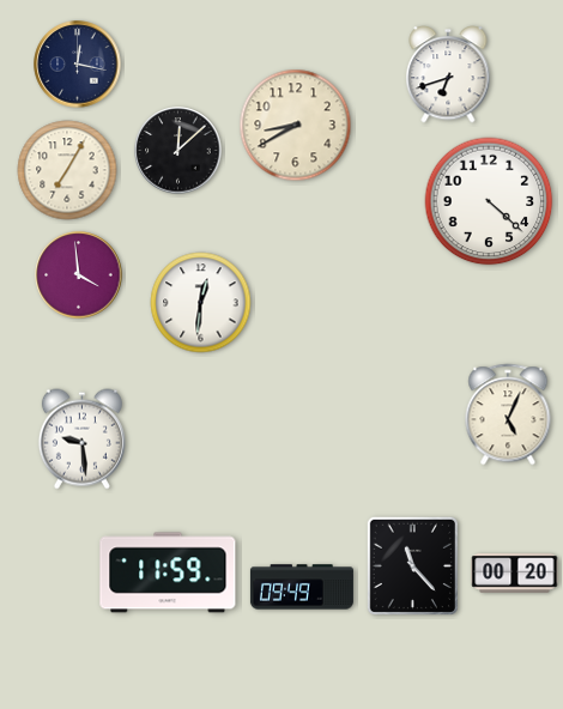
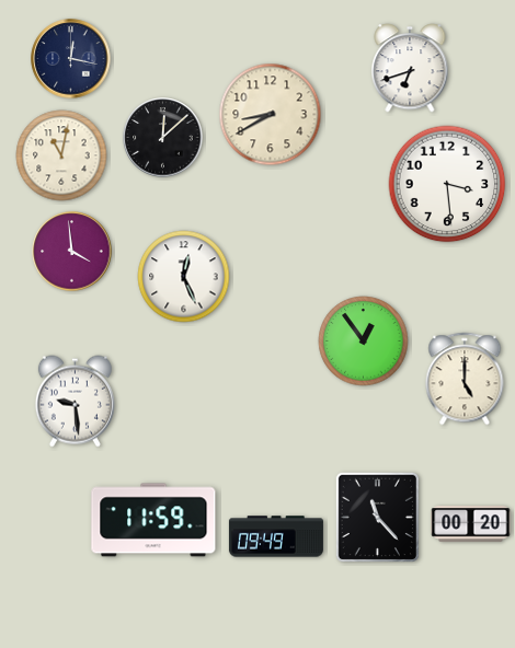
clock at (67, 170): 7:05 -> 11:02
clock at (489, 201): 4:22 -> 3:29
clock at (201, 303): 12:31 -> 12:26
clock at (364, 342): none -> 12:54
clock at (508, 414): 5:04 -> 5:00
clock at (168, 572) position: (168, 572) -> (153, 520)
